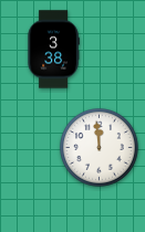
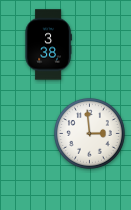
clock at (100, 148): 11:59 -> 2:59
